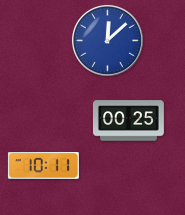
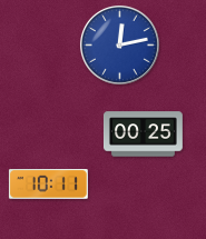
clock at (107, 40): 12:08 -> 12:13
